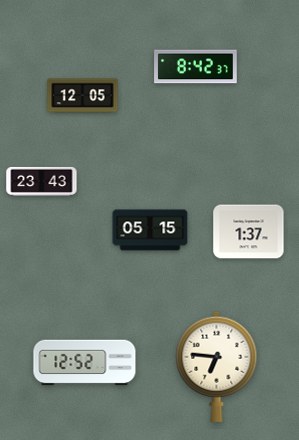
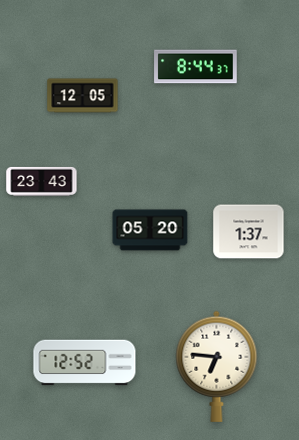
clock at (196, 67): 8:42 -> 8:44
clock at (150, 230): 05:15 -> 05:20
